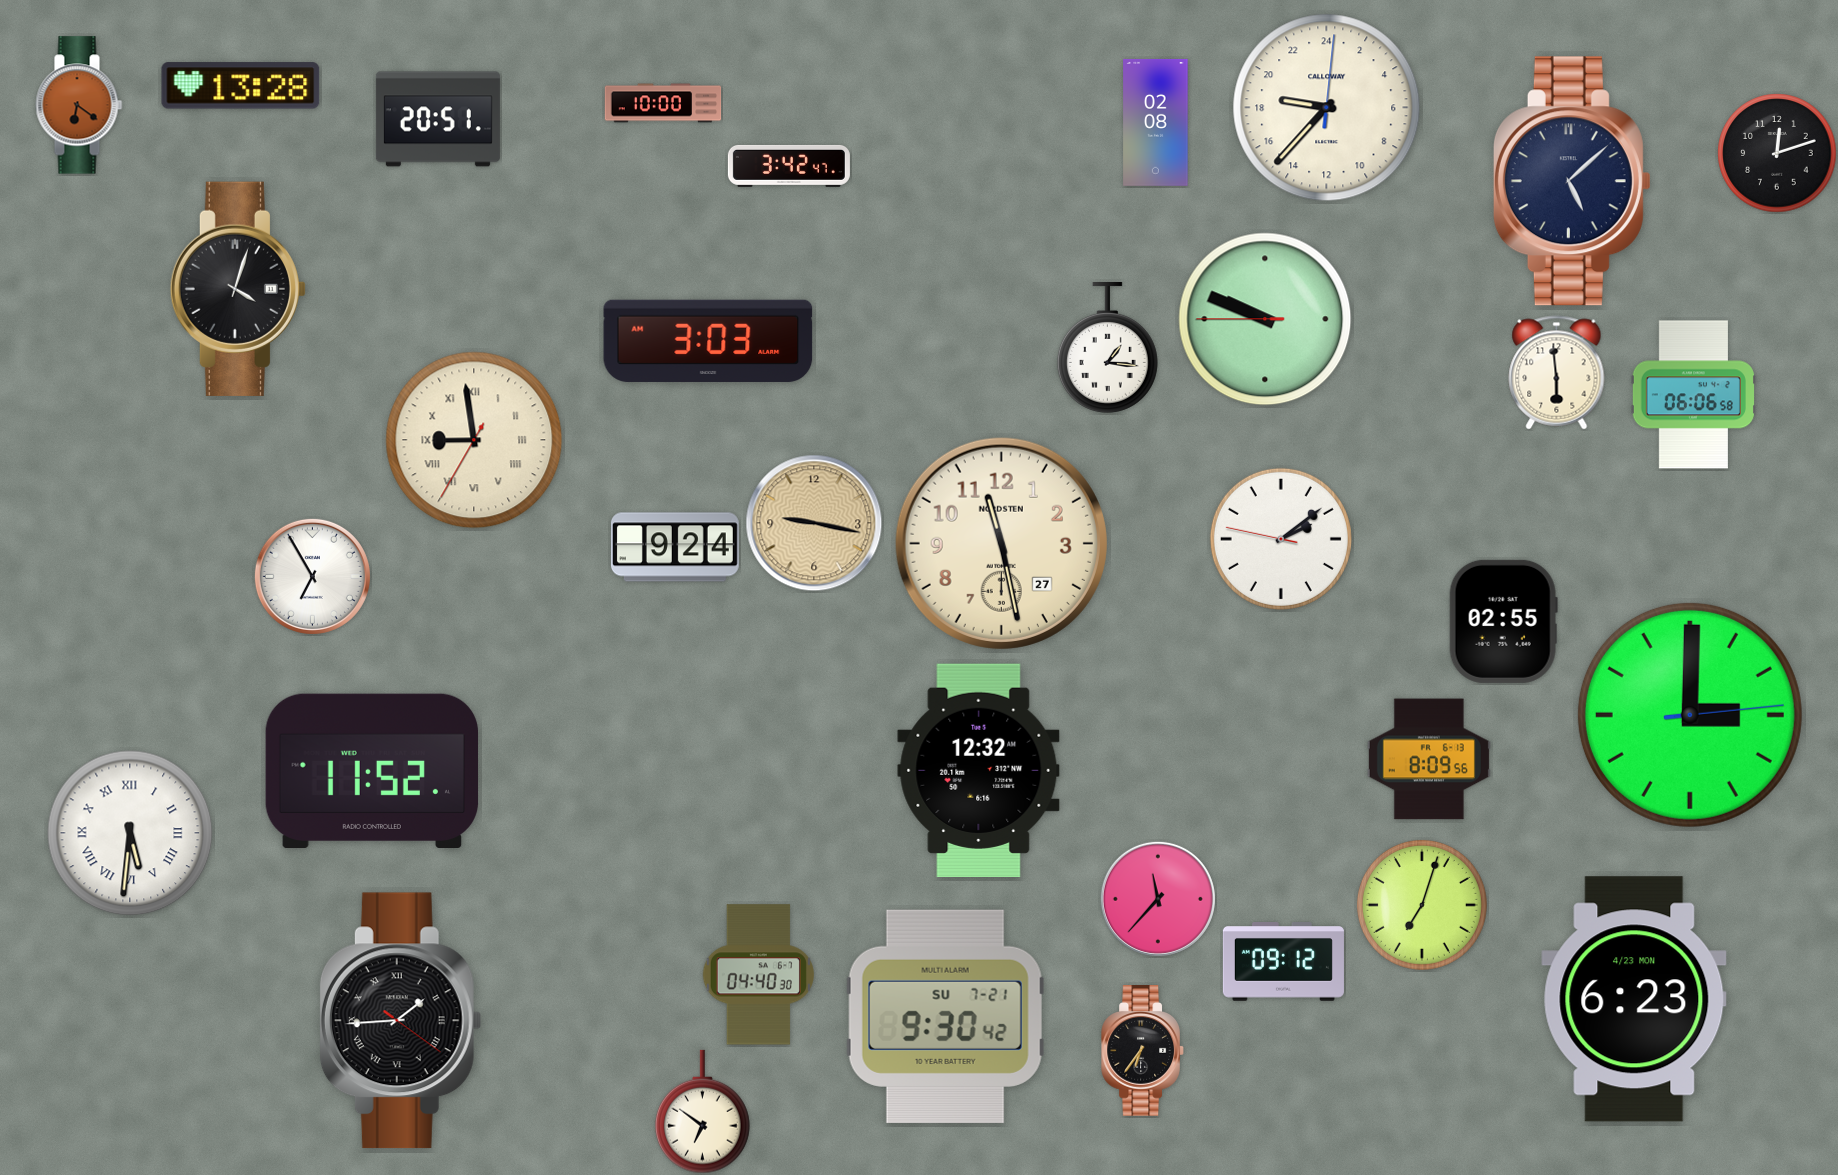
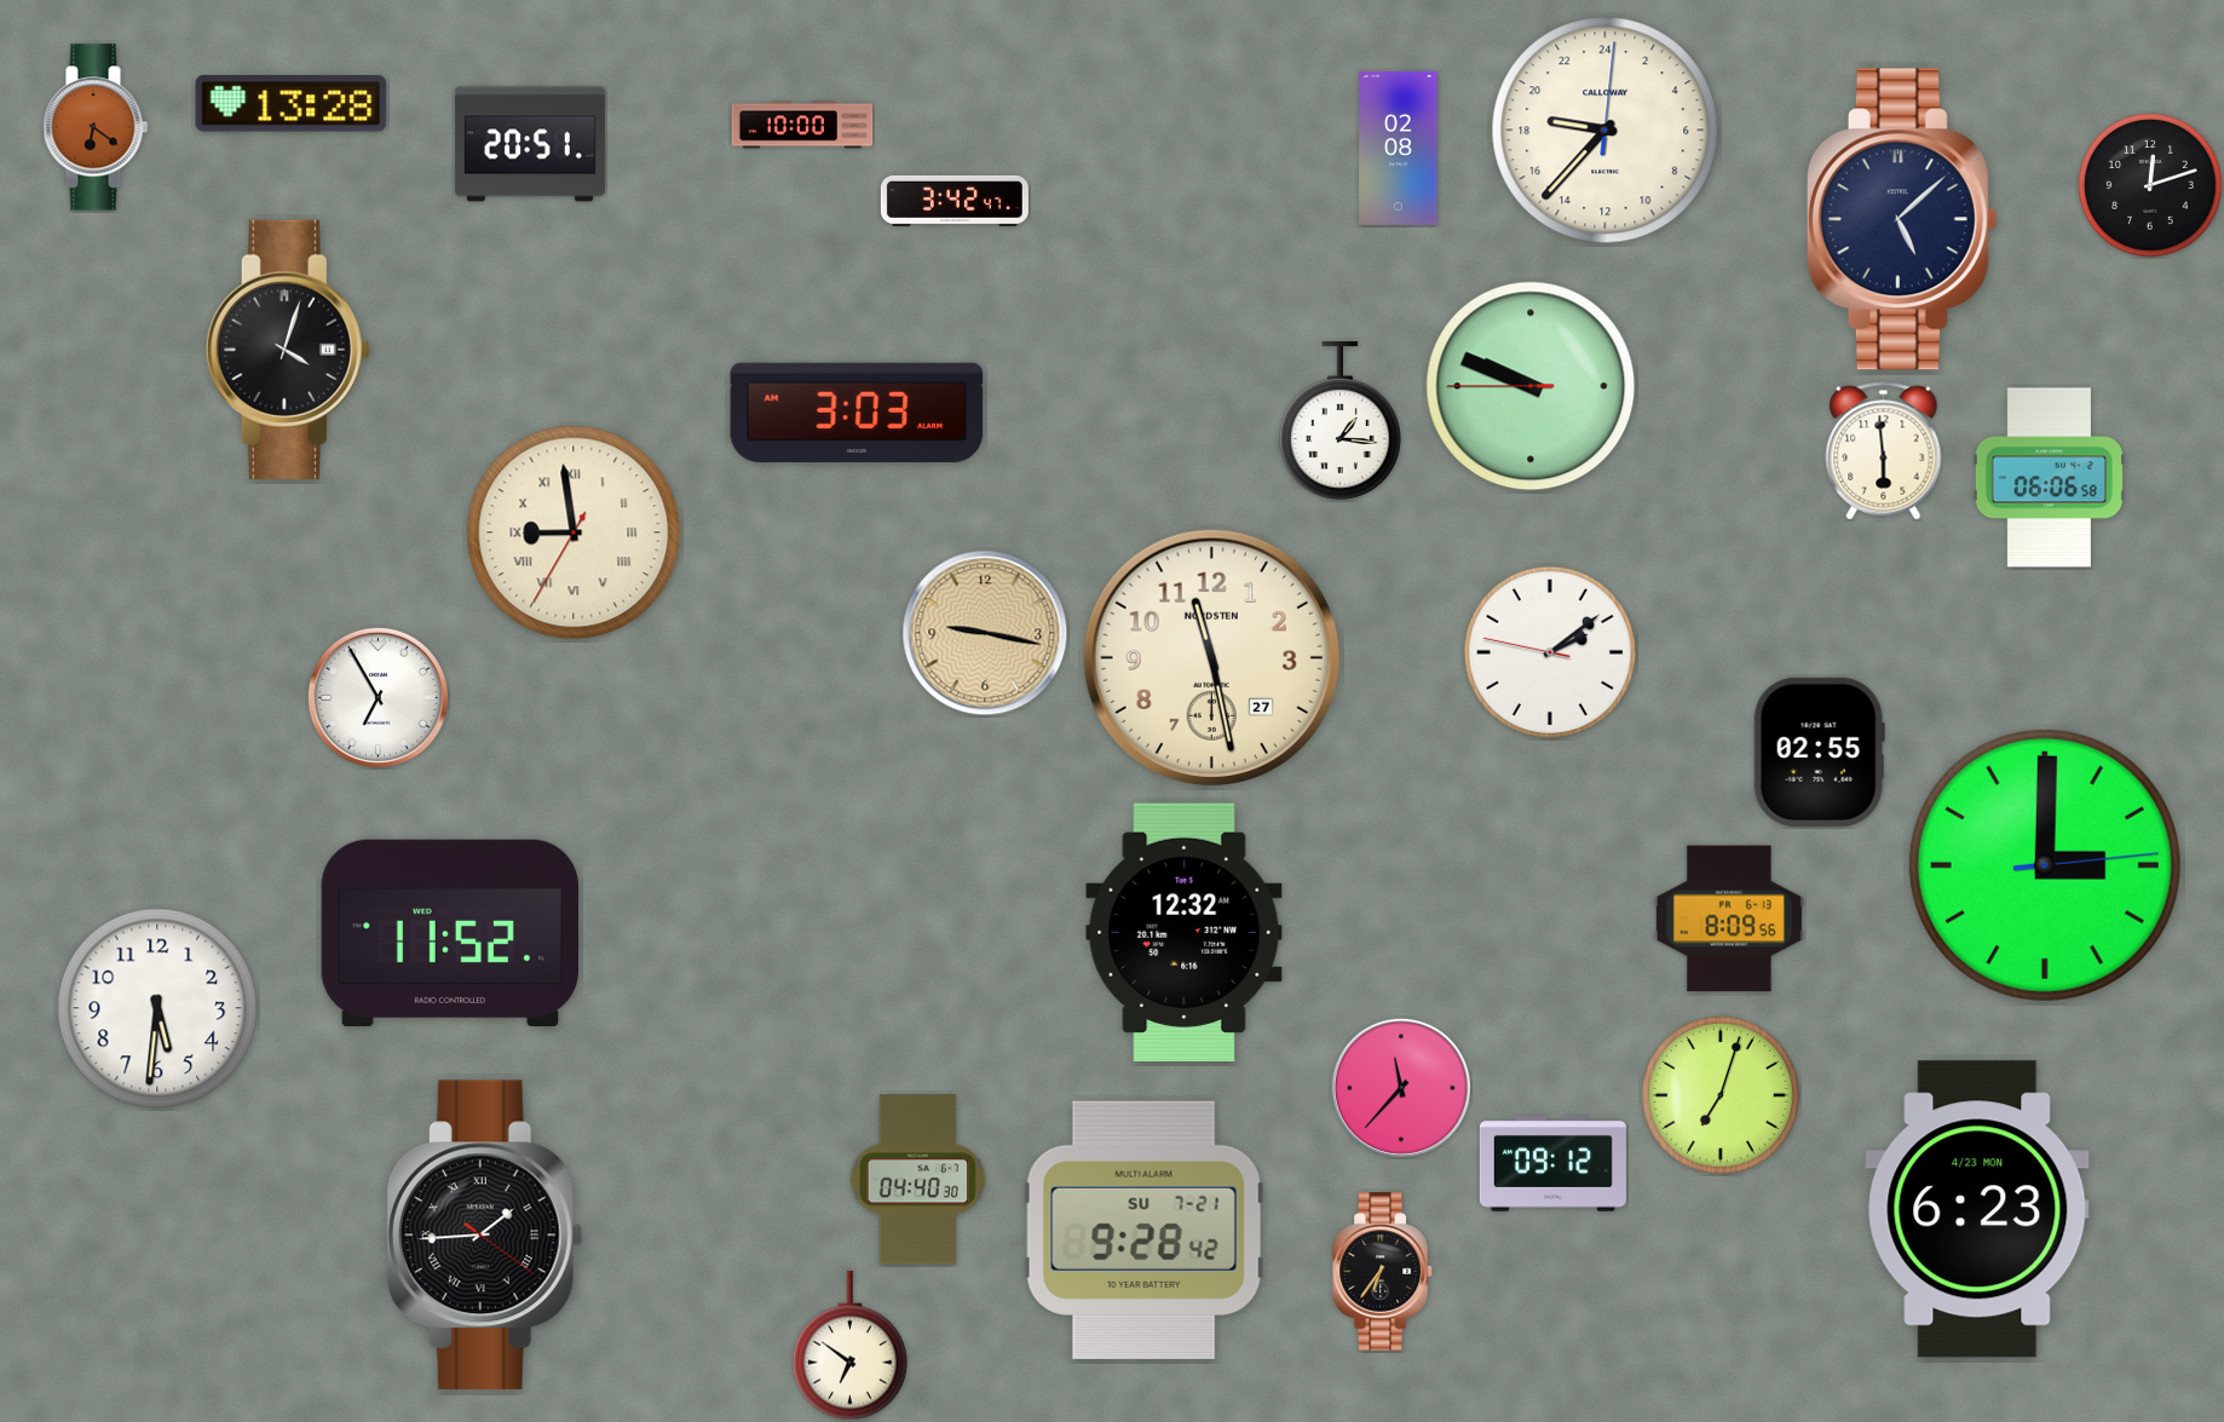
clock at (675, 547): 9:24 -> none
clock at (130, 833) numerals: Roman -> Arabic
clock at (945, 1016): 9:30 -> 9:28
